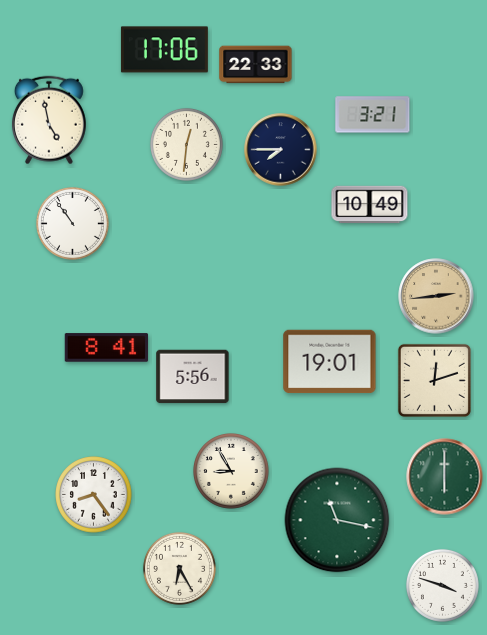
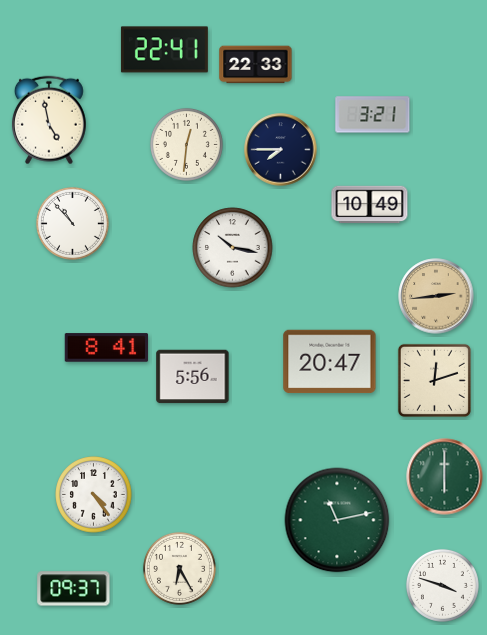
clock at (164, 50): 17:06 -> 22:41
clock at (72, 223): 10:54 -> 10:53
clock at (233, 248): none -> 10:17
clock at (330, 362): 19:01 -> 20:47
clock at (232, 472): 8:55 -> none
clock at (94, 495): 8:24 -> 4:24
clock at (337, 520): 11:17 -> 11:13
clock at (74, 589): none -> 09:37
